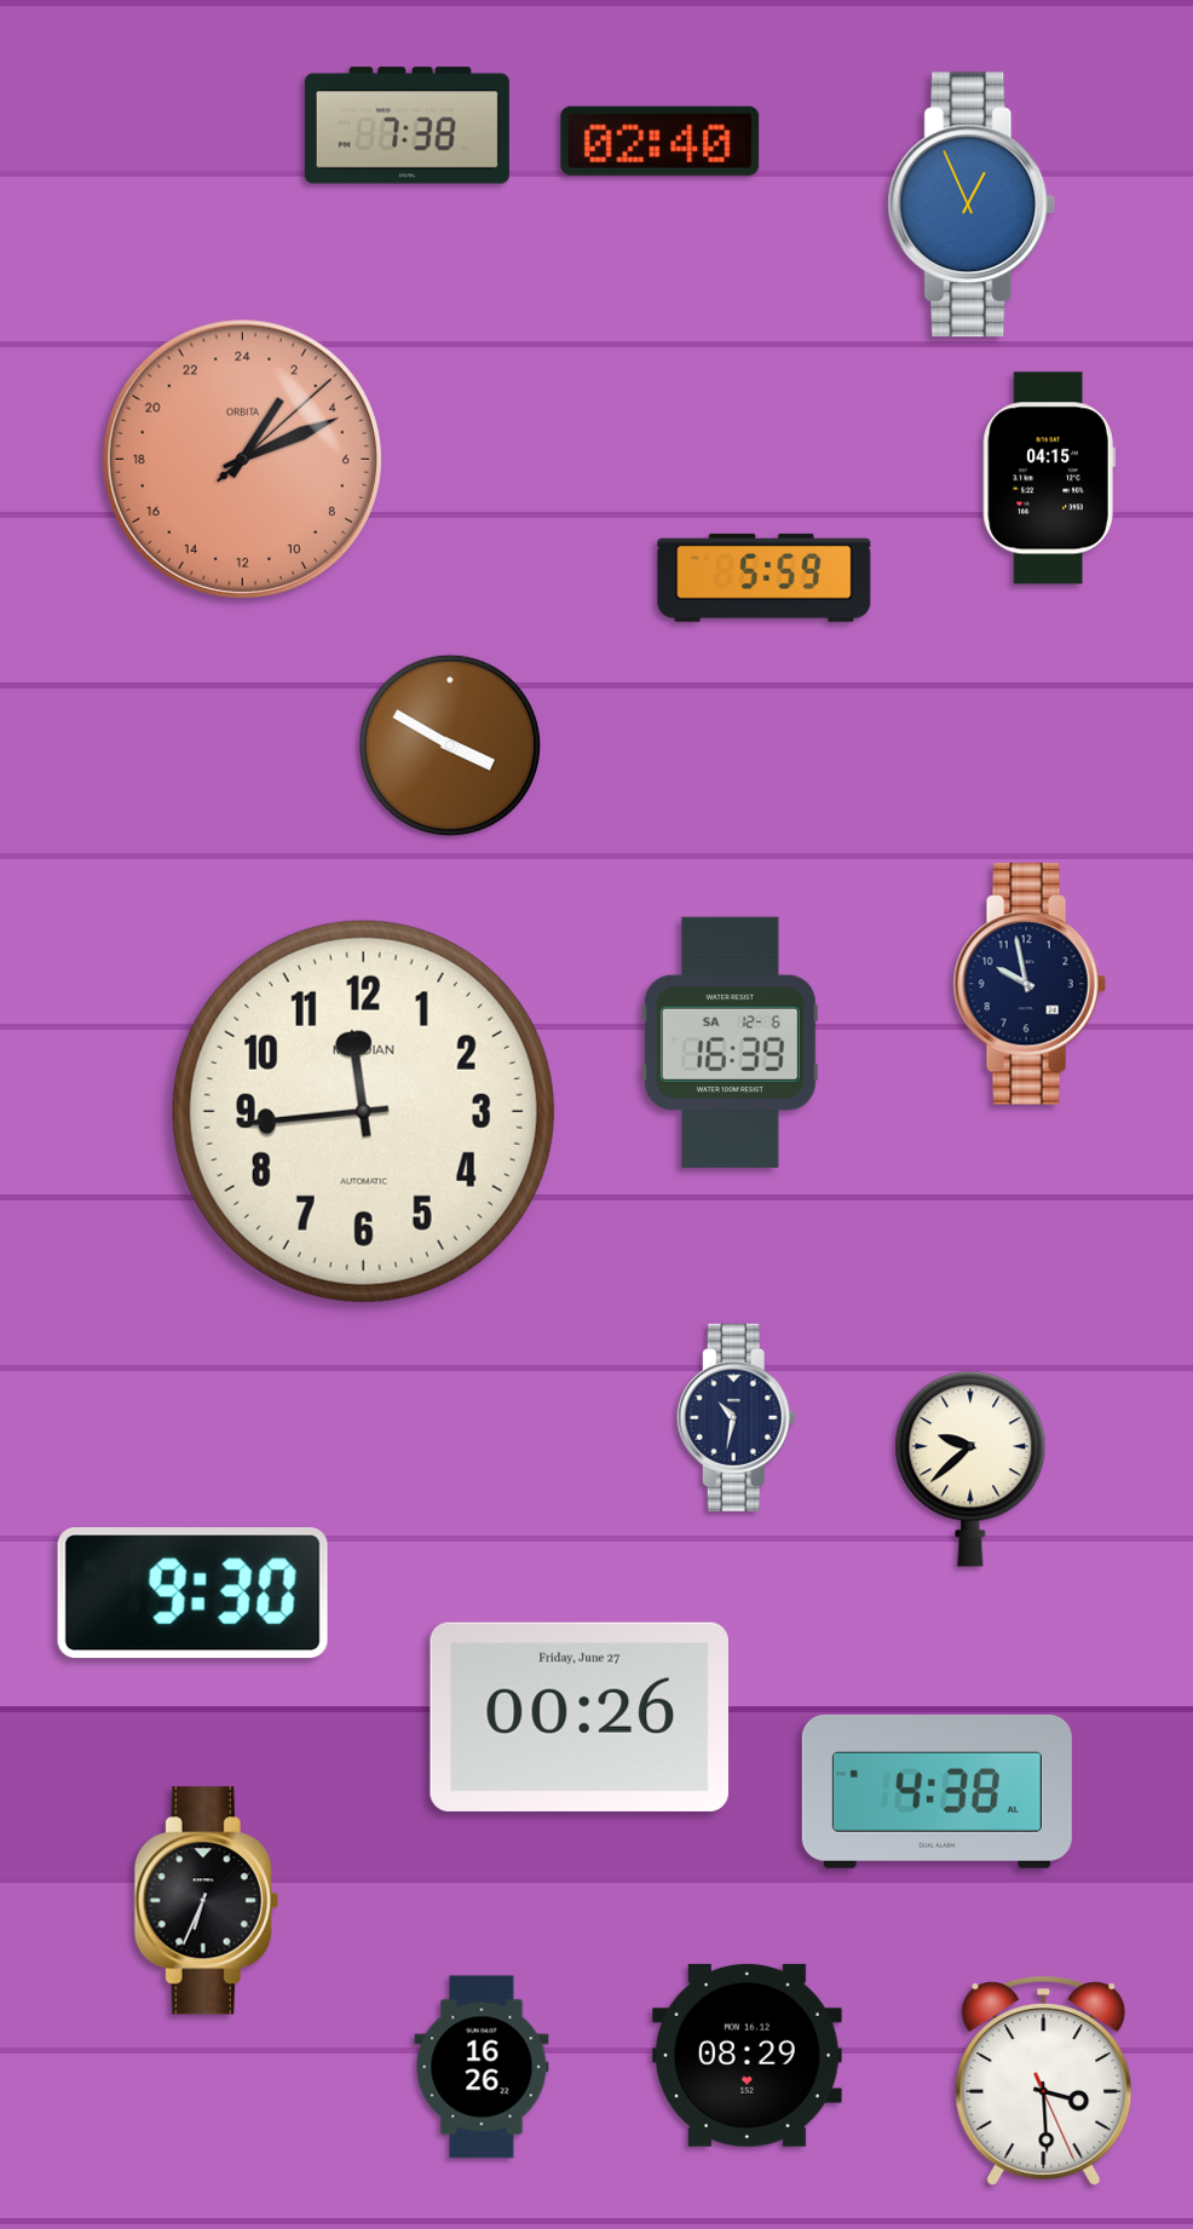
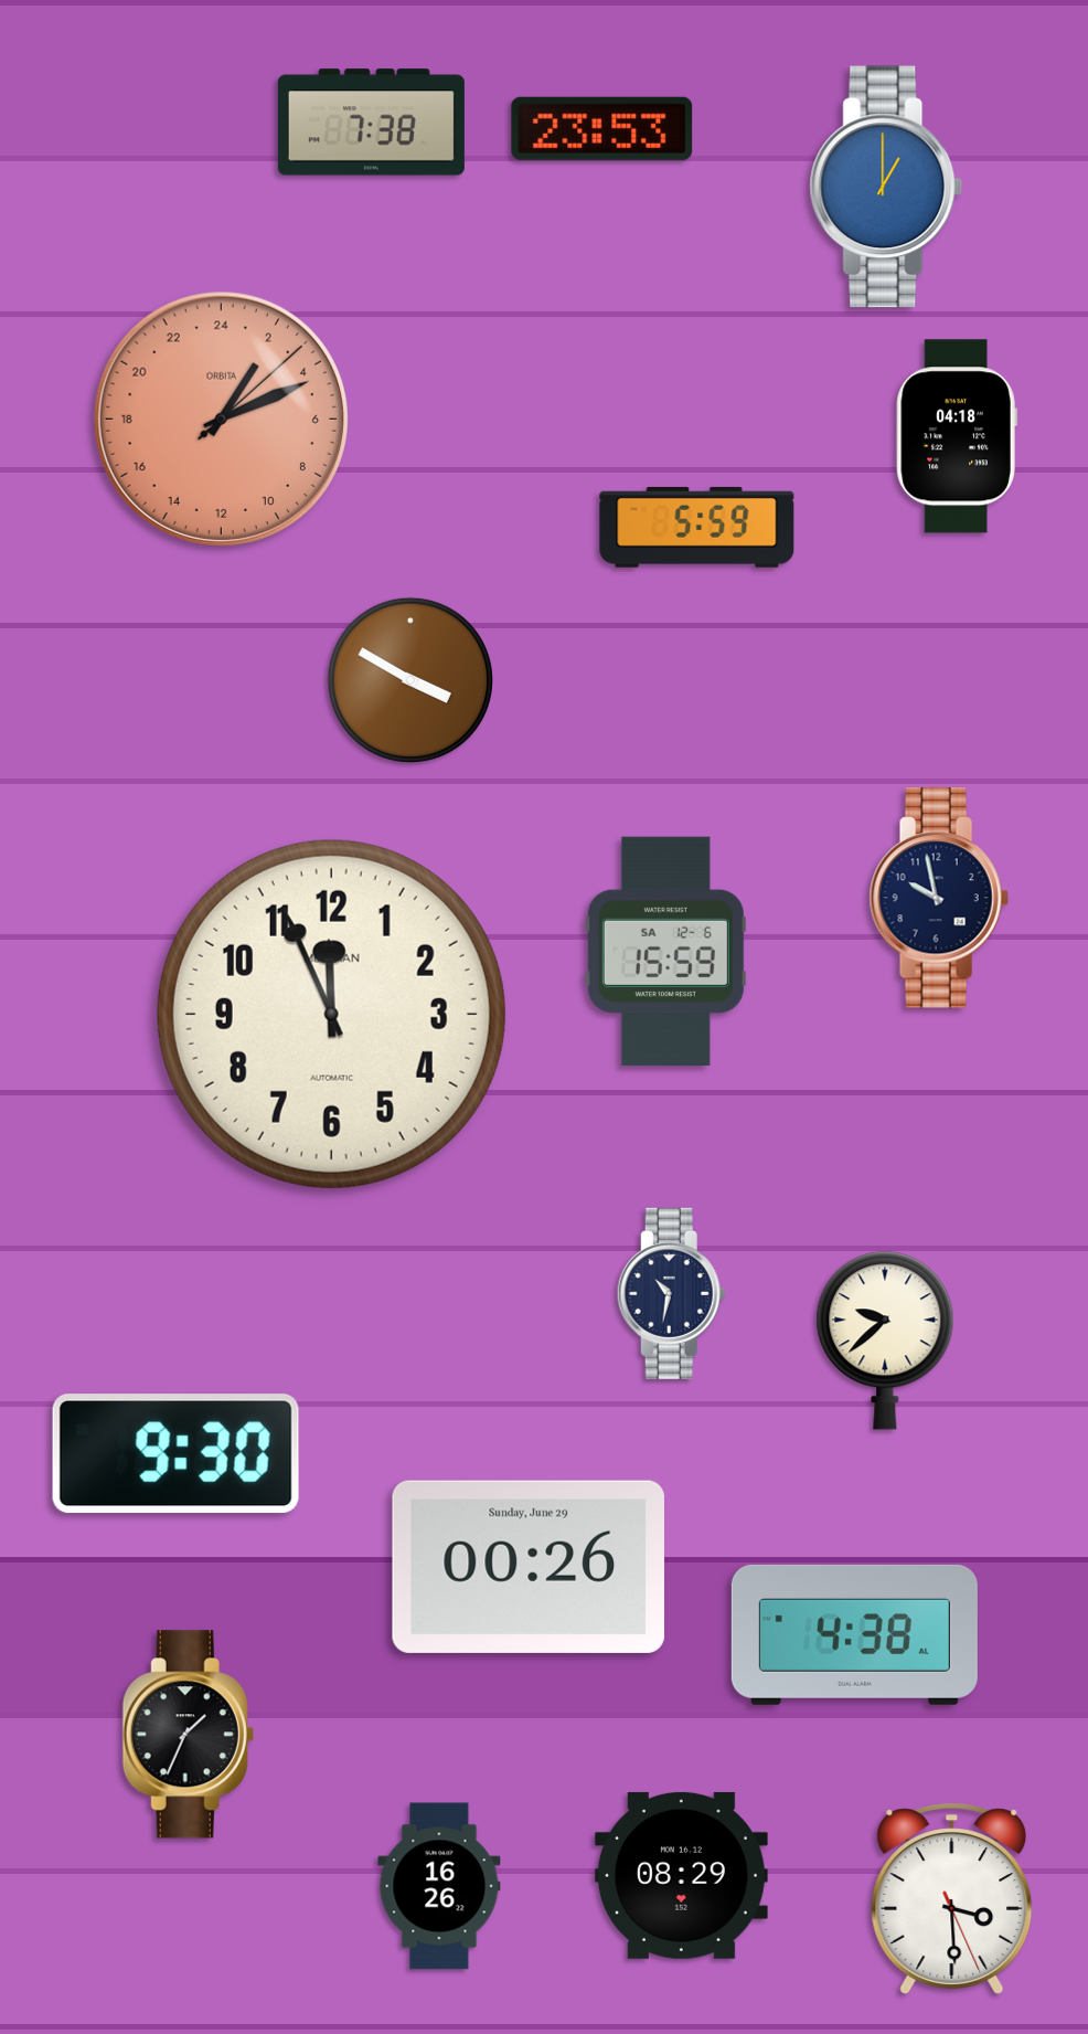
clock at (407, 126) position: (407, 126) -> (371, 123)
clock at (661, 140): 02:40 -> 23:53
clock at (972, 205): 12:56 -> 1:00
clock at (1049, 478): 04:15 -> 04:18
clock at (730, 1042): 16:39 -> 15:59
clock at (363, 1111): 11:44 -> 11:56
clock at (580, 1717) date: Friday, June 27 -> Sunday, June 29
clock at (206, 1901): 6:34 -> 1:34
